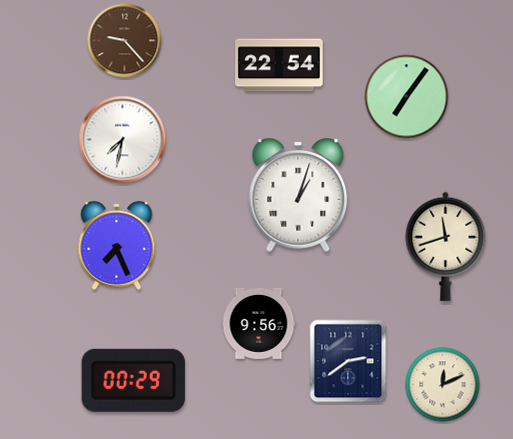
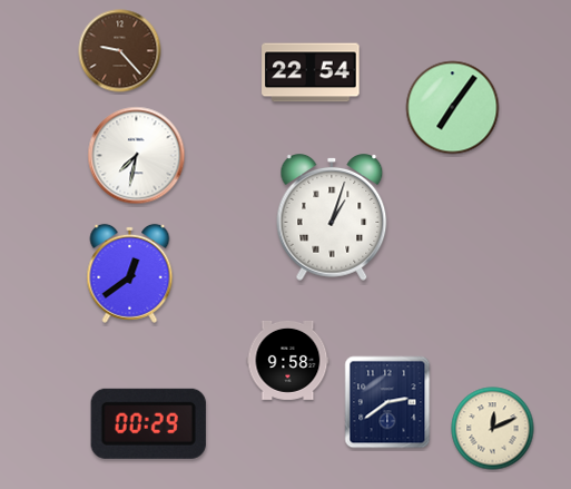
clock at (125, 41) position: (125, 41) -> (120, 51)
clock at (117, 245): 7:26 -> 12:39
clock at (446, 246): 11:42 -> none
clock at (259, 323): 9:56 -> 9:58
